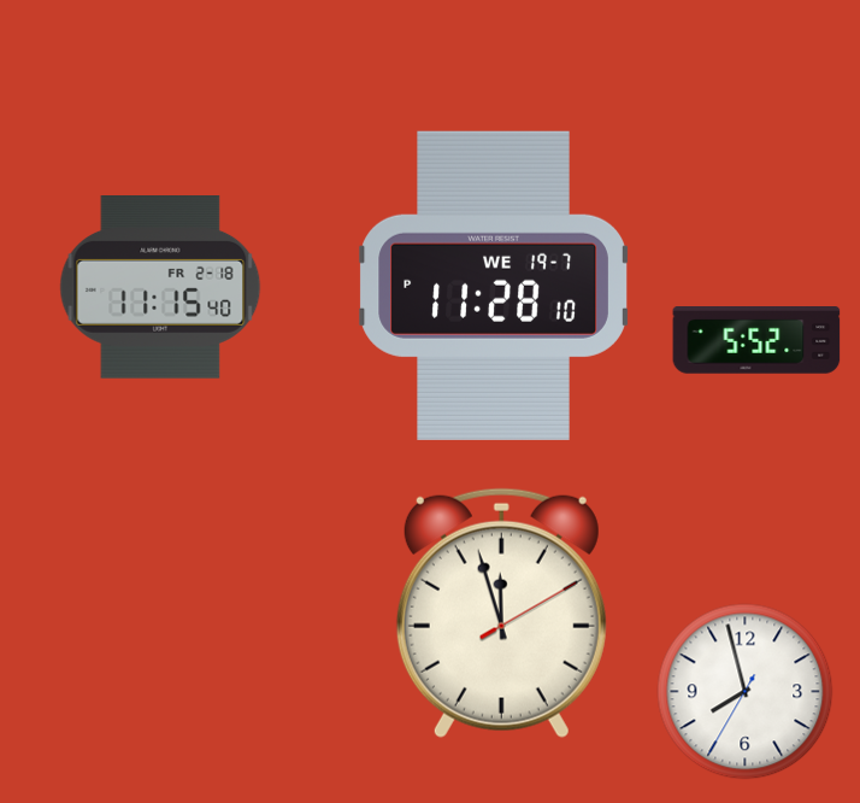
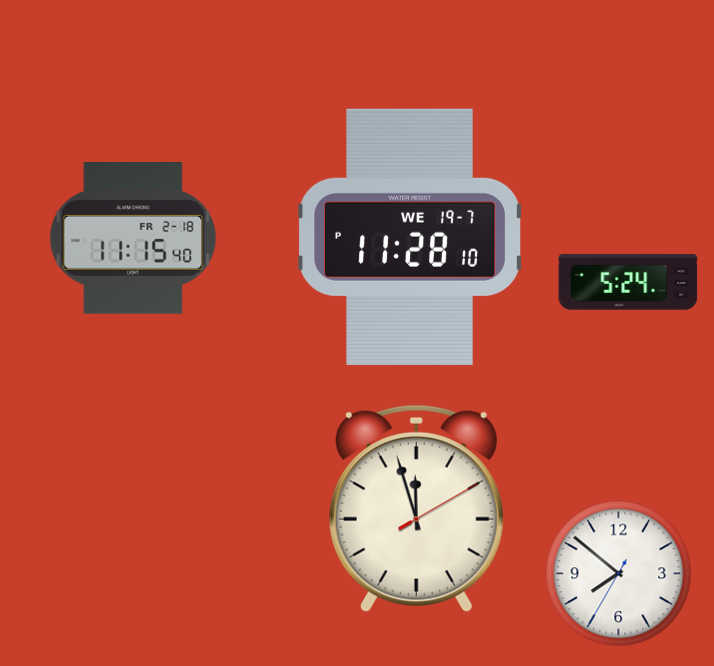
clock at (756, 340): 5:52 -> 5:24
clock at (746, 692): 7:57 -> 7:51
